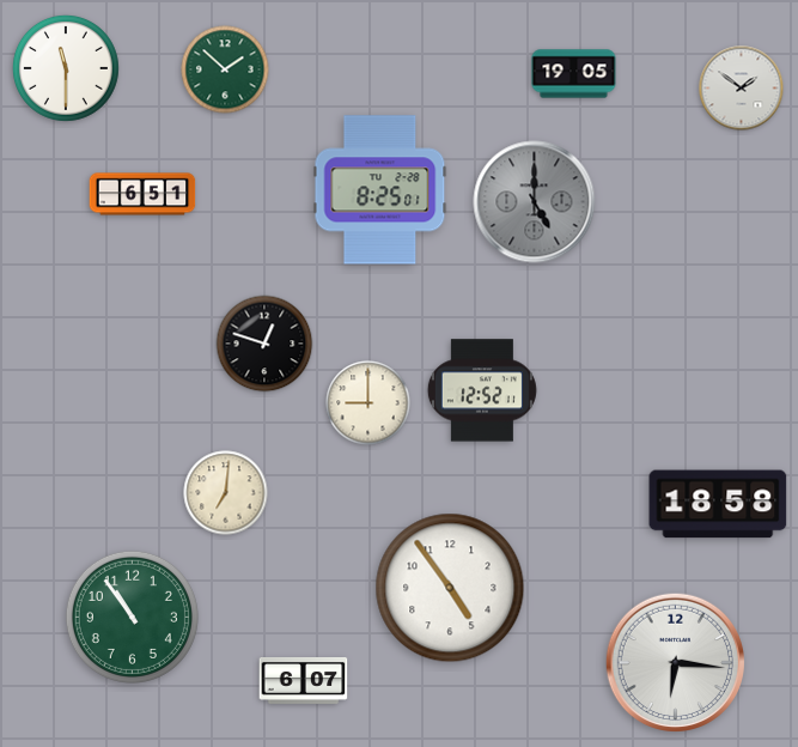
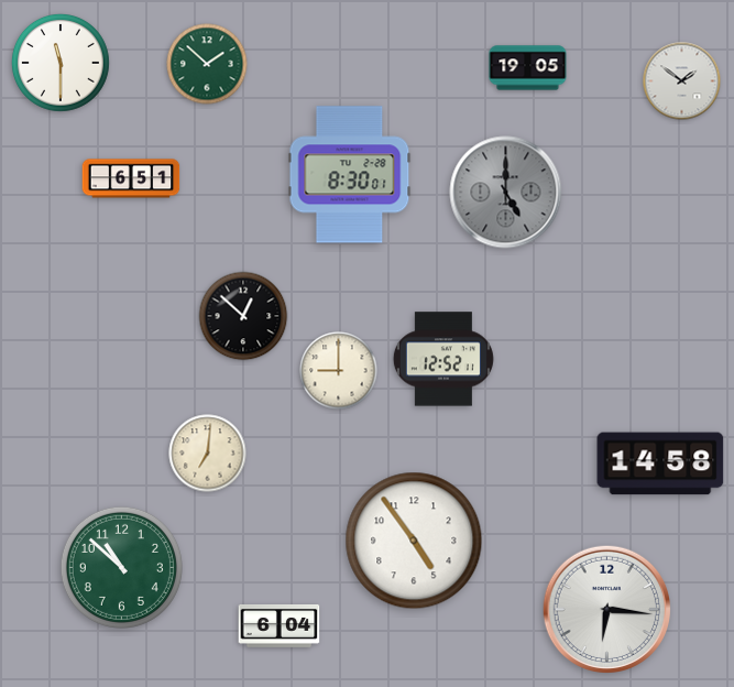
clock at (380, 190): 8:25 -> 8:30
clock at (535, 202) position: (535, 202) -> (506, 193)
clock at (264, 344): 12:48 -> 12:52
clock at (718, 504): 18:58 -> 14:58
clock at (132, 617): 10:54 -> 10:52
clock at (675, 662) position: (675, 662) -> (606, 609)
clock at (304, 680): 6:07 -> 6:04
